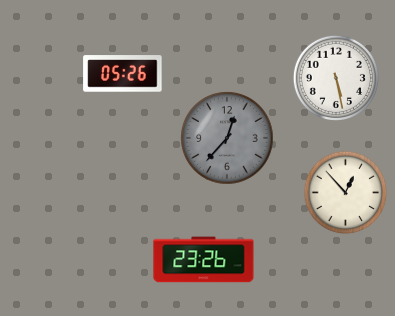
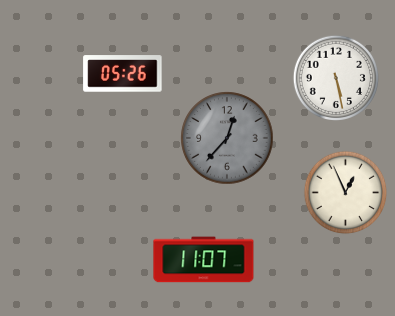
clock at (346, 193): 12:53 -> 12:56
clock at (204, 260): 23:26 -> 11:07
